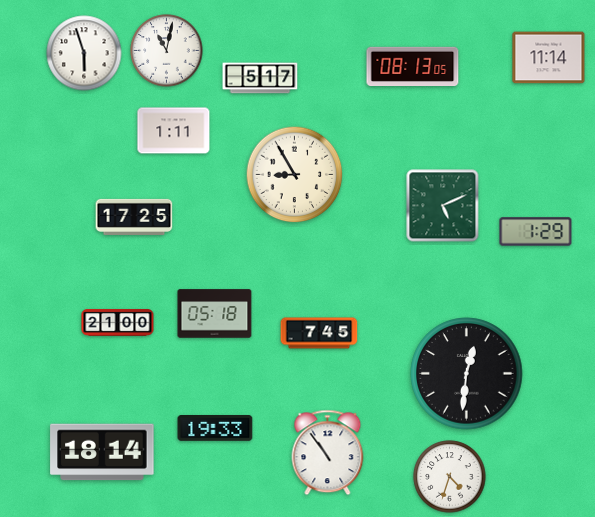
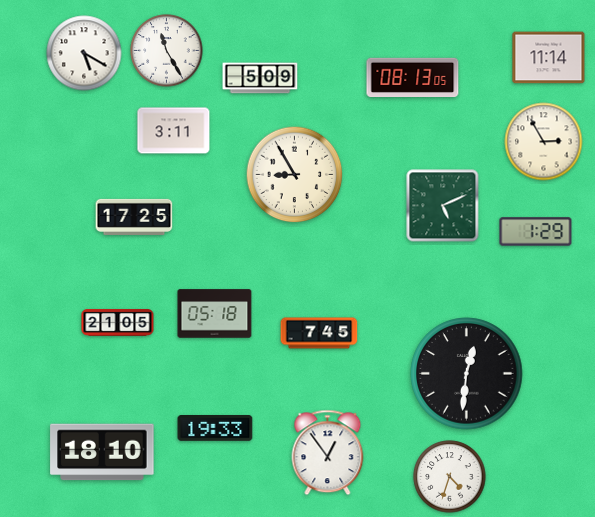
clock at (167, 51): 11:02 -> 11:25
clock at (84, 53): 5:57 -> 5:20
clock at (413, 66) position: (413, 66) -> (413, 77)
clock at (260, 78): 5:17 -> 5:09
clock at (174, 131): 1:11 -> 3:11
clock at (544, 142): none -> 2:55
clock at (118, 323): 21:00 -> 21:05
clock at (102, 452): 18:14 -> 18:10
clock at (328, 453): 10:54 -> 12:54
